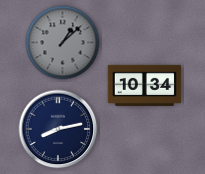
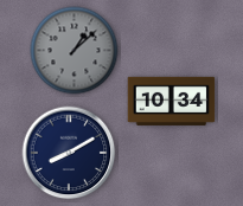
clock at (58, 129): 8:13 -> 8:10
